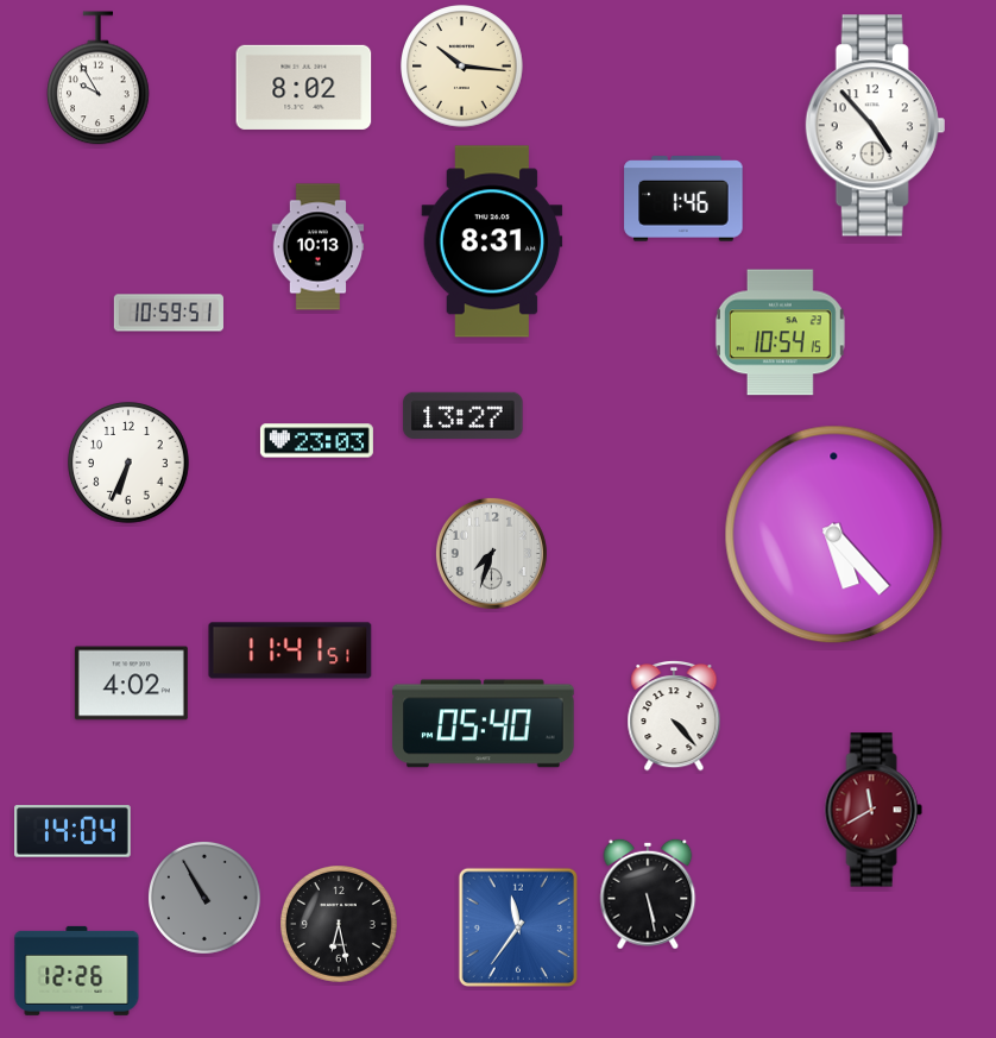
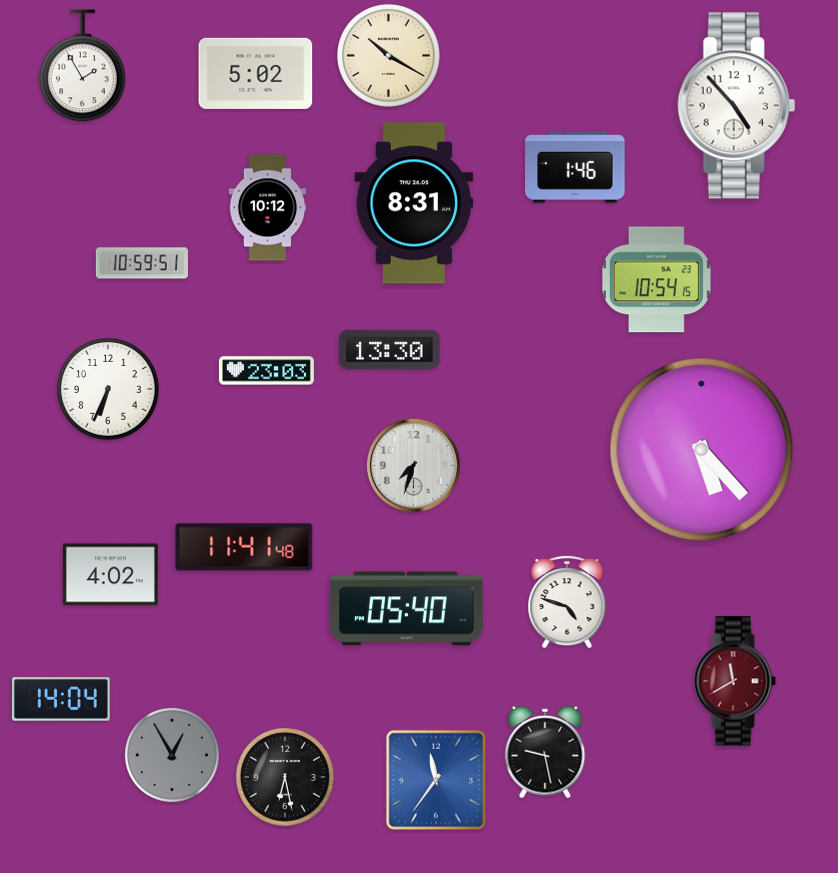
clock at (462, 67): 10:16 -> 10:20
clock at (99, 78): 9:55 -> 1:55
clock at (304, 87): 8:02 -> 5:02
clock at (319, 247): 10:13 -> 10:12
clock at (464, 415): 13:27 -> 13:30
clock at (290, 650): 11:41:51 -> 11:41:48
clock at (674, 716): 4:23 -> 4:48
clock at (648, 894): 5:28 -> 9:28
clock at (204, 898): 10:55 -> 12:55
clock at (77, 970): 12:26 -> none
